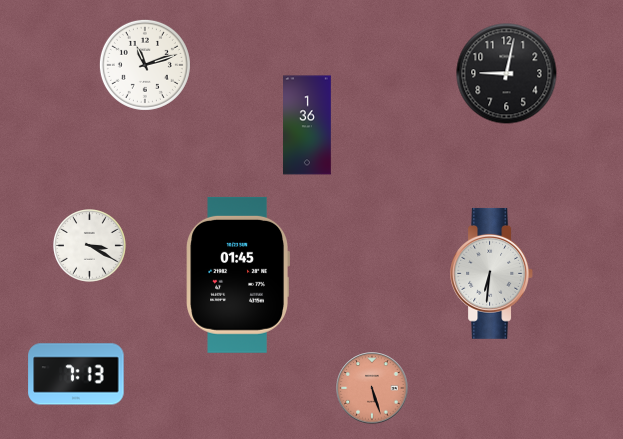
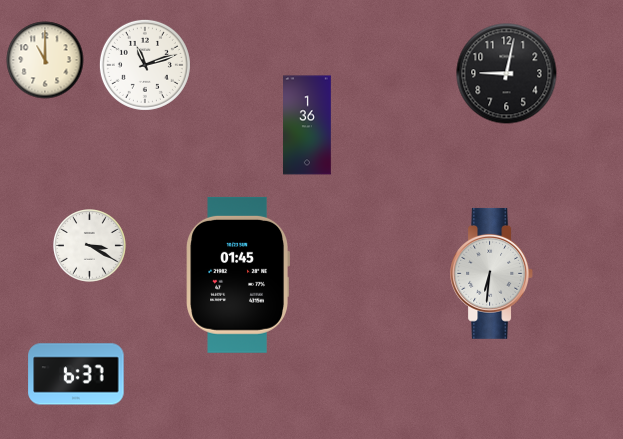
clock at (45, 60): none -> 11:00
clock at (76, 374): 7:13 -> 6:37
clock at (372, 388): 5:27 -> none
